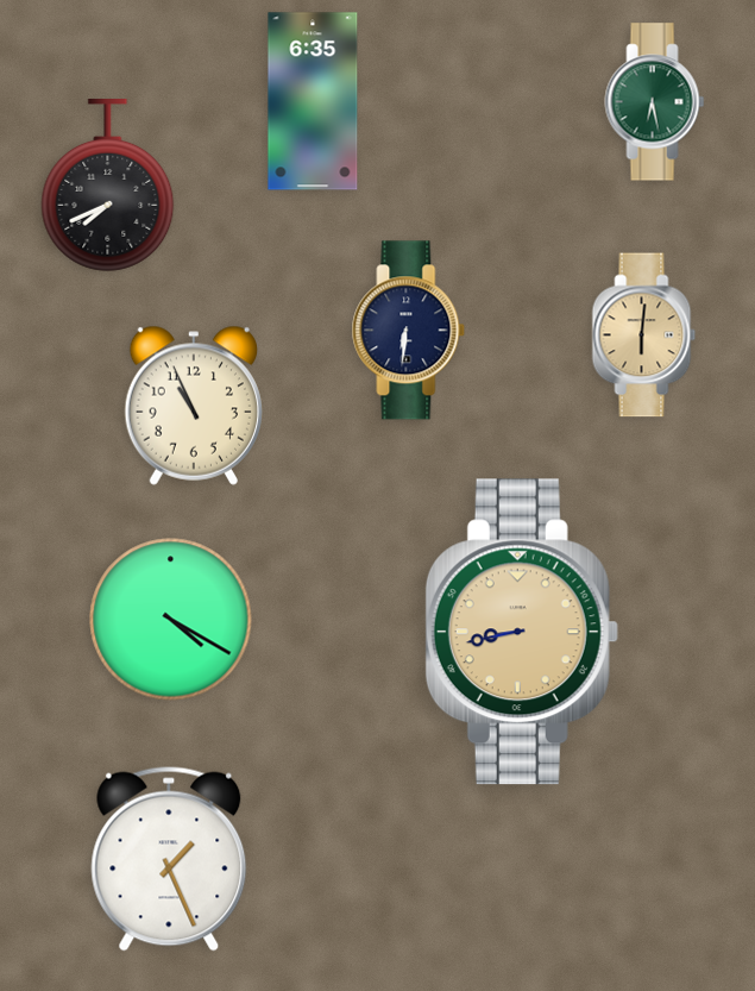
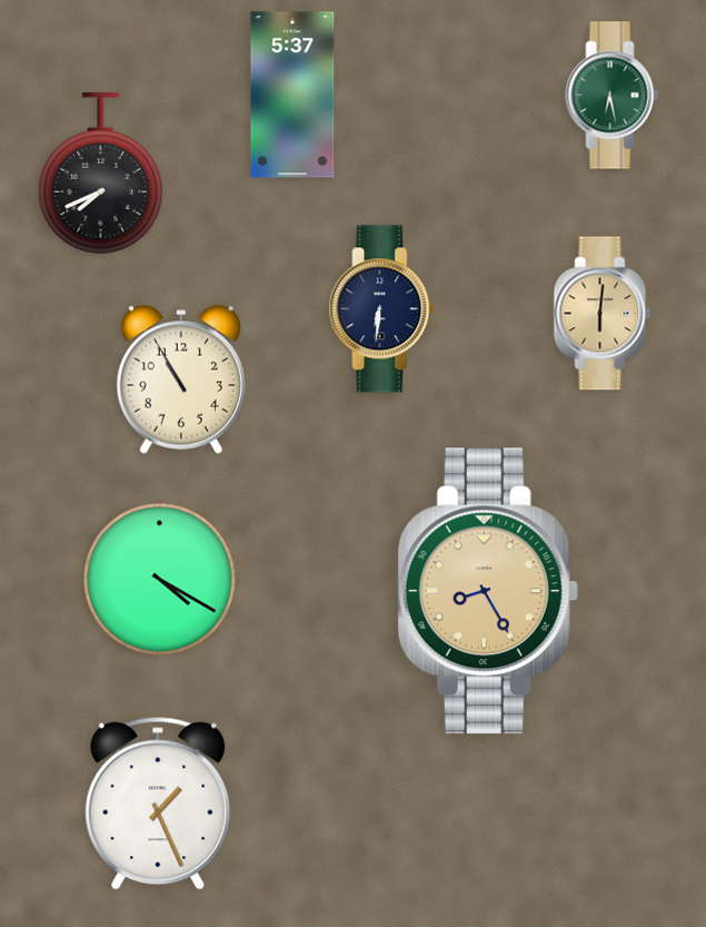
clock at (313, 101): 6:35 -> 5:37
clock at (193, 406): 10:56 -> 10:55
clock at (522, 632): 8:43 -> 8:25
